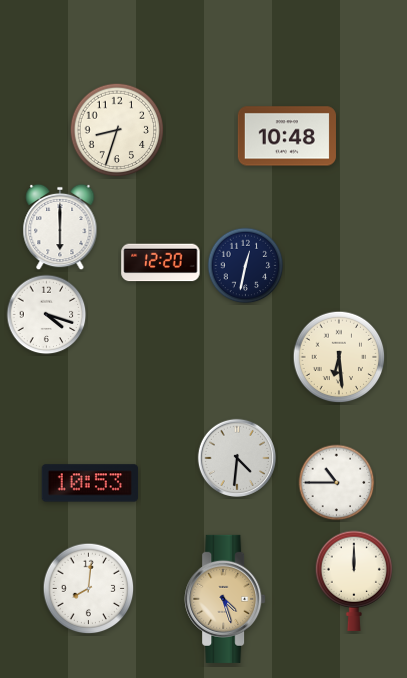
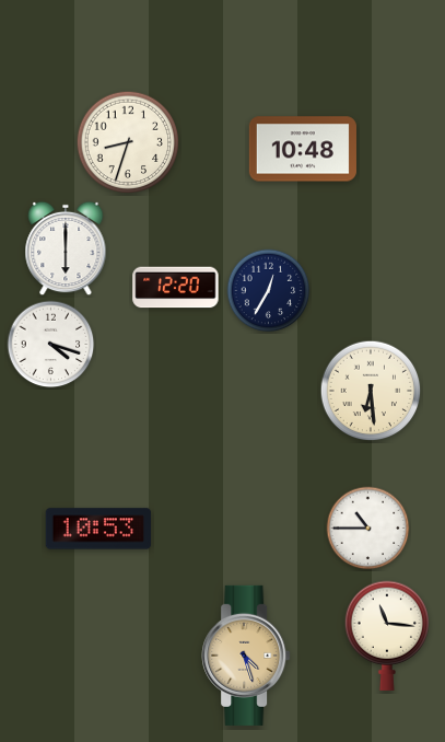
clock at (287, 136) position: (287, 136) -> (303, 149)
clock at (246, 266): 12:32 -> 12:35
clock at (236, 457): 4:31 -> none
clock at (354, 581): 12:00 -> 11:16
clock at (89, 589): 8:01 -> none
